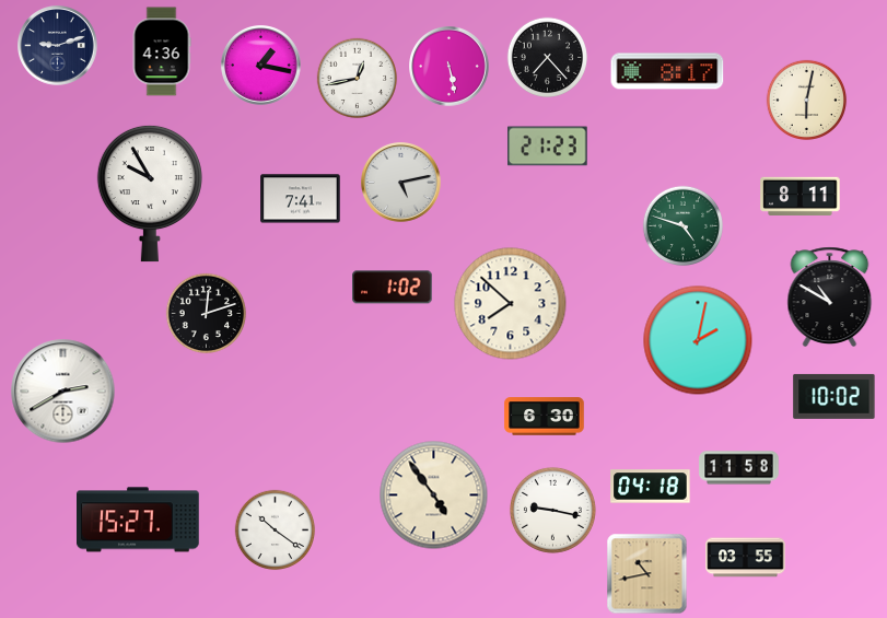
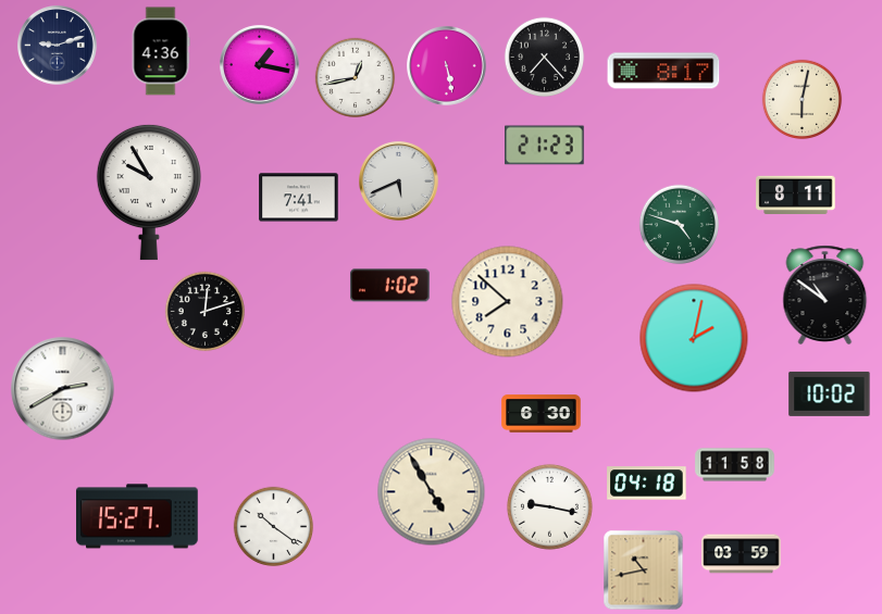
clock at (401, 183): 5:13 -> 5:41
clock at (830, 296): 10:50 -> 10:51
clock at (434, 495): 4:54 -> 4:55
clock at (746, 558): 03:55 -> 03:59
